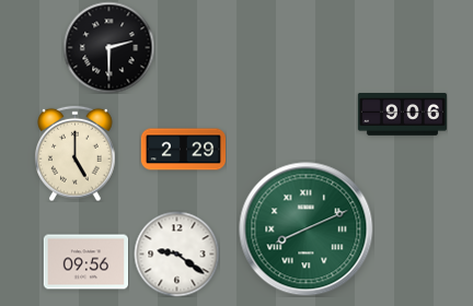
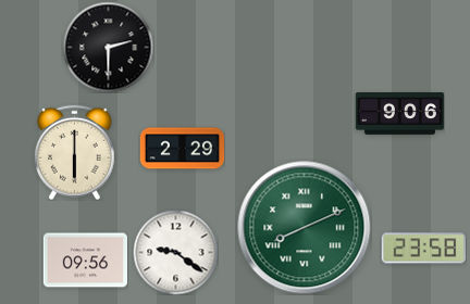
clock at (76, 153): 5:00 -> 6:00
clock at (423, 249): none -> 23:58
